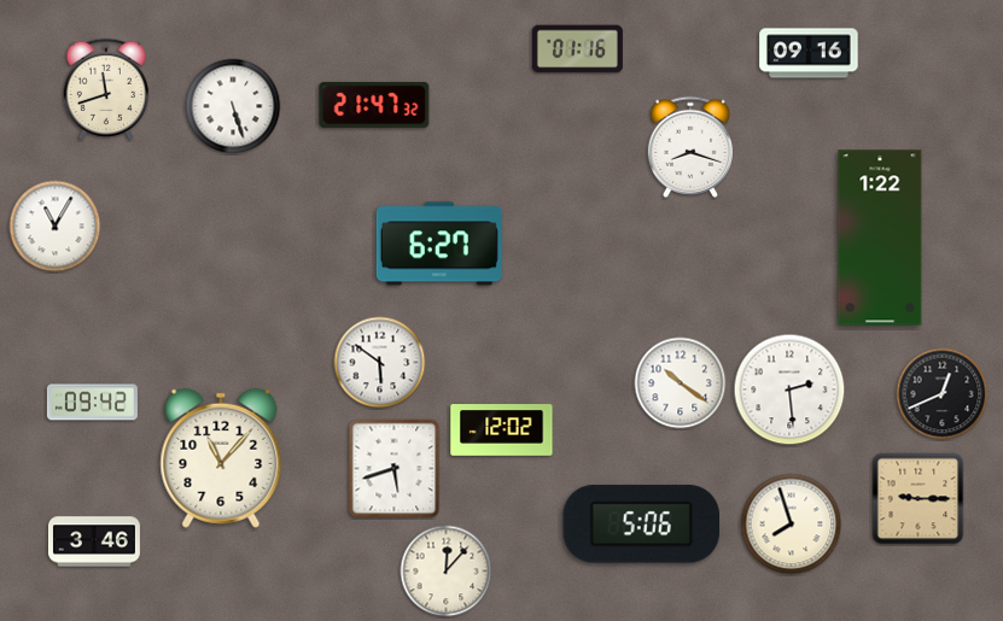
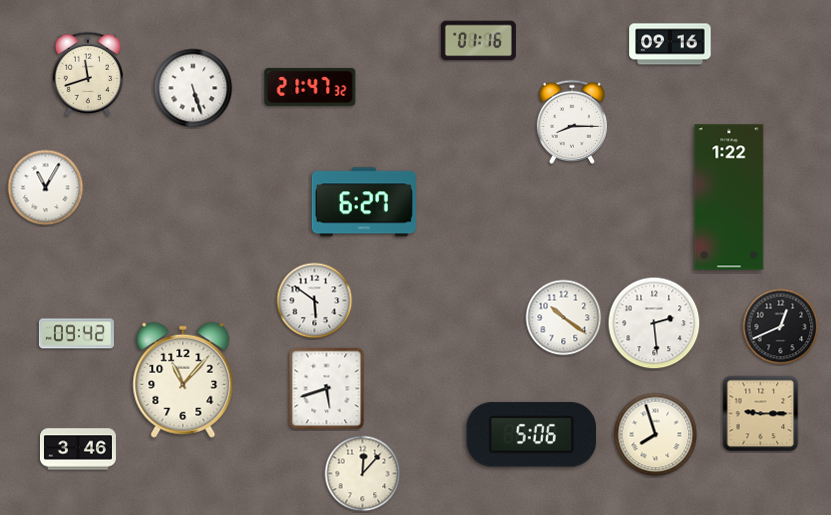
clock at (690, 147): 8:18 -> 8:15
clock at (502, 430): 12:02 -> none
clock at (447, 572) position: (447, 572) -> (363, 474)
